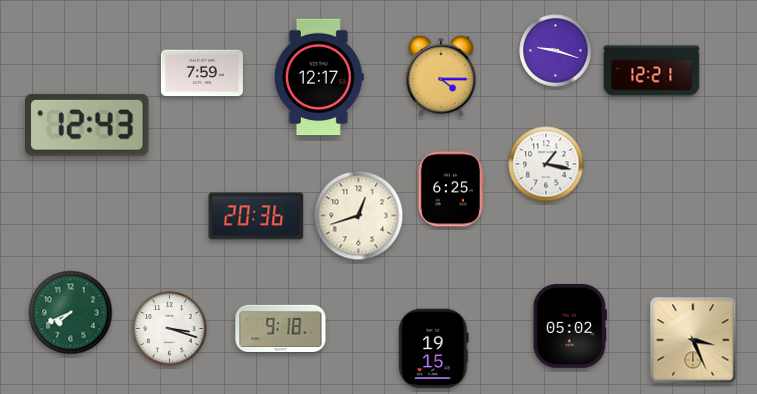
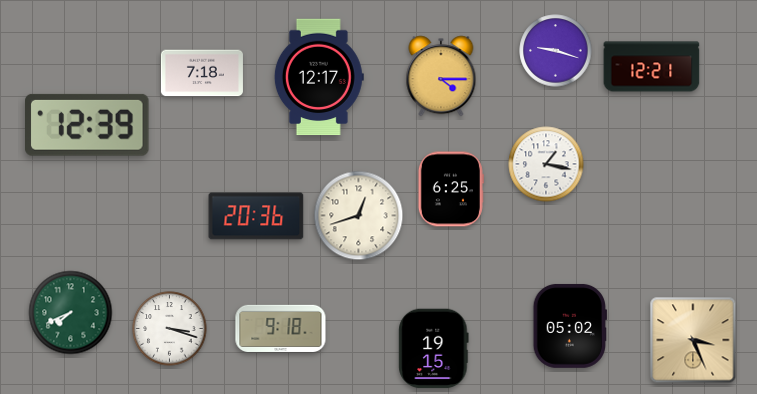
clock at (652, 71) position: (652, 71) -> (652, 67)
clock at (202, 73): 7:59 -> 7:18
clock at (88, 125): 12:43 -> 12:39
